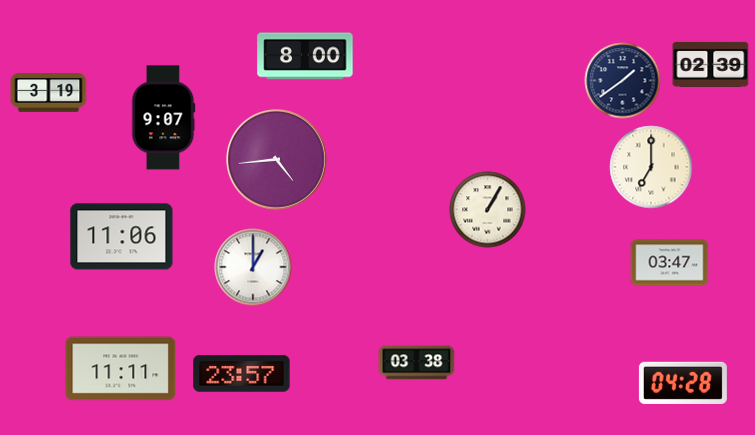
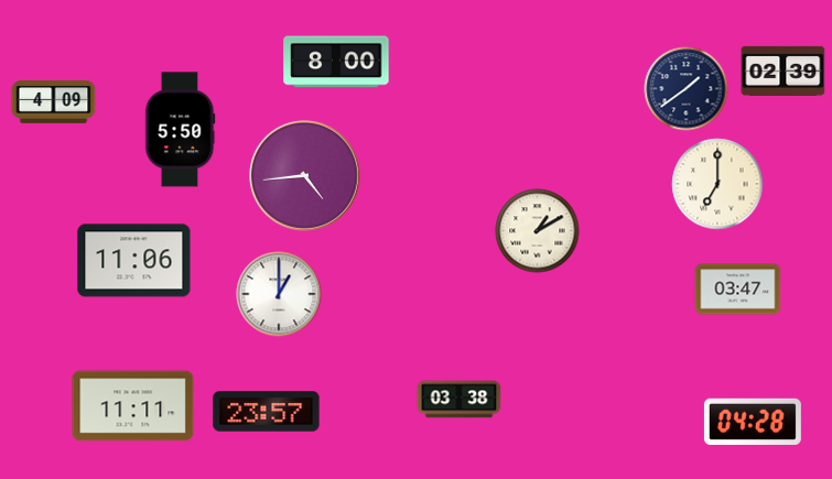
clock at (49, 93): 3:19 -> 4:09
clock at (164, 118): 9:07 -> 5:50
clock at (488, 210): 1:05 -> 1:10
